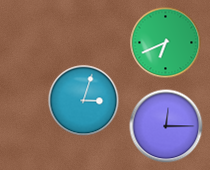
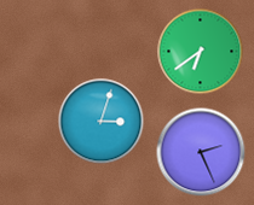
clock at (166, 43): 6:41 -> 6:39
clock at (166, 126): 12:15 -> 2:26
